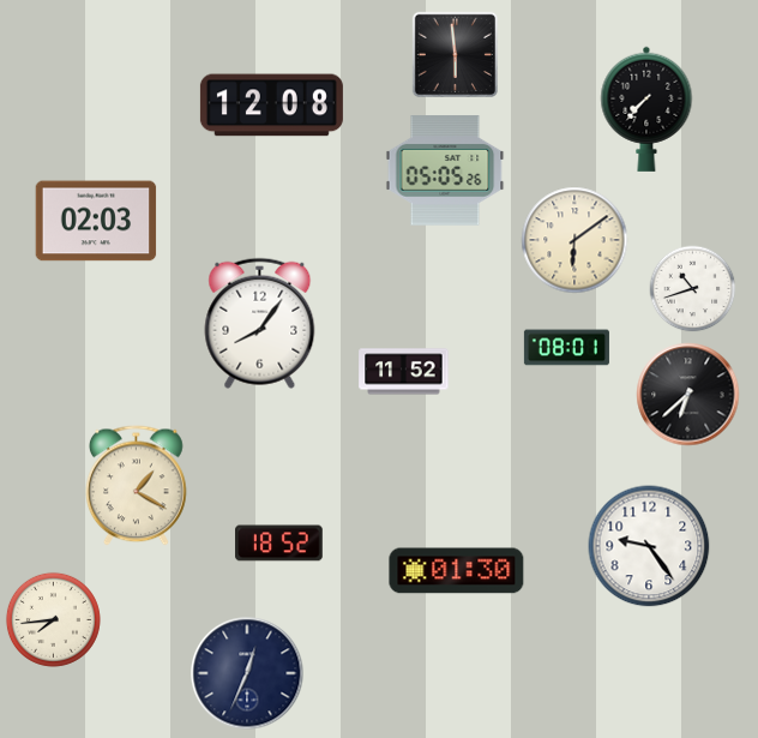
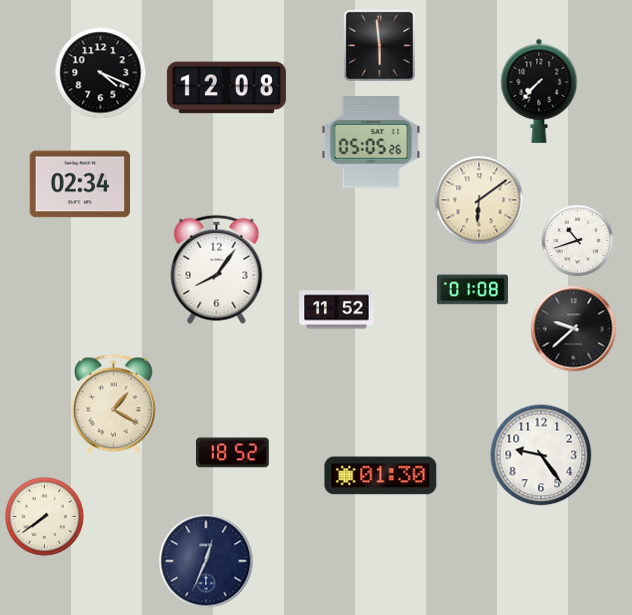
clock at (101, 73): none -> 4:19
clock at (96, 221): 02:03 -> 02:34
clock at (566, 348): 08:01 -> 01:08
clock at (688, 395): 6:38 -> 9:38
clock at (53, 619): 7:44 -> 7:39
